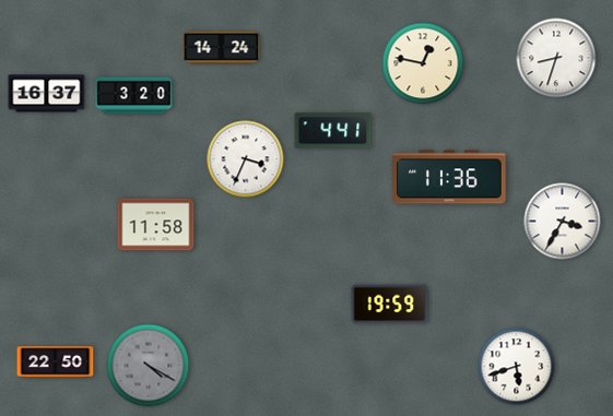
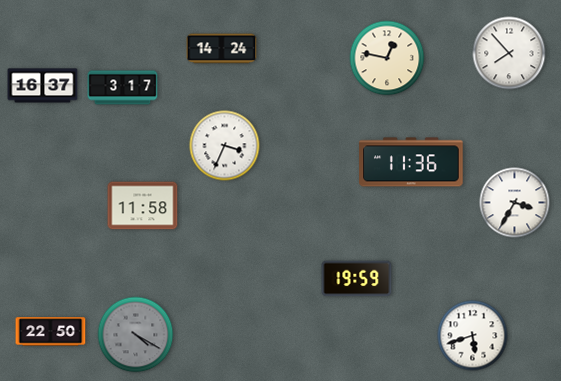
clock at (222, 48) position: (222, 48) -> (222, 49)
clock at (556, 58): 8:33 -> 7:53
clock at (134, 96): 3:20 -> 3:17
clock at (333, 131): 4:41 -> none
